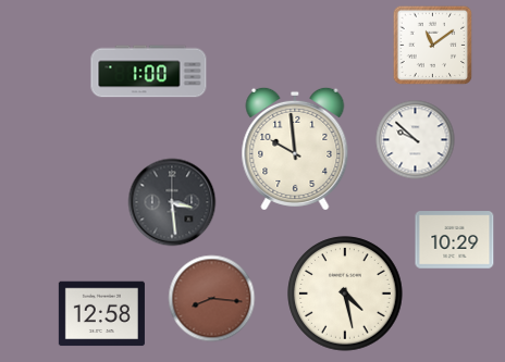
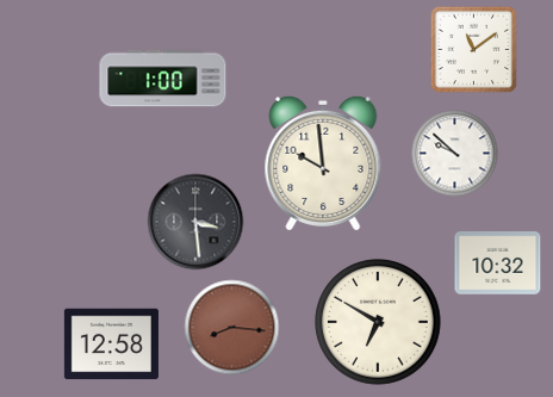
clock at (172, 202) position: (172, 202) -> (195, 222)
clock at (455, 240): 10:29 -> 10:32
clock at (345, 294): 4:28 -> 6:50
